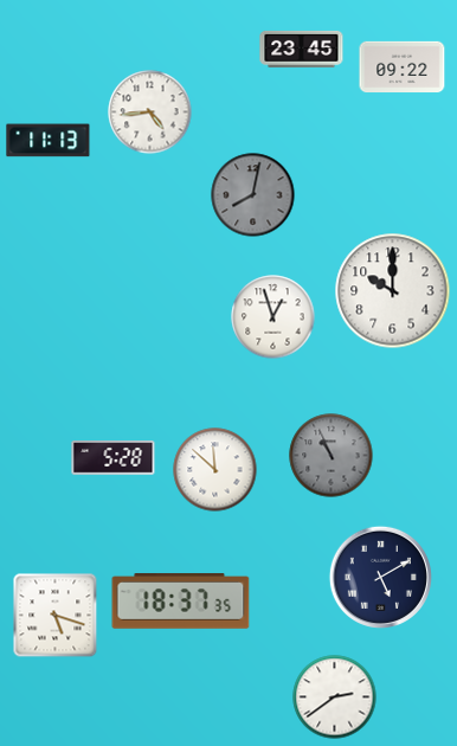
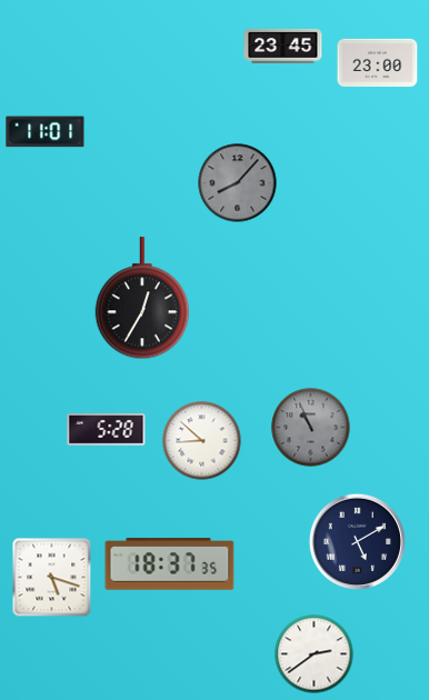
clock at (403, 67): 09:22 -> 23:00
clock at (150, 112): 4:44 -> none
clock at (49, 141): 11:13 -> 11:01
clock at (253, 195): 8:02 -> 8:07
clock at (393, 291): 10:00 -> none
clock at (273, 317): 12:57 -> none
clock at (142, 299): none -> 12:35
clock at (215, 470): 11:52 -> 8:52
